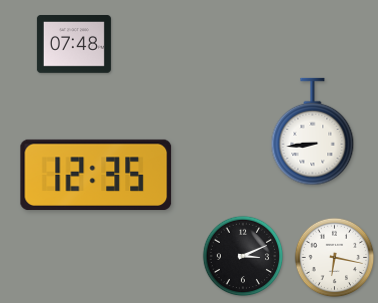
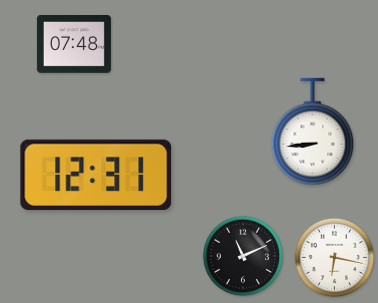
clock at (96, 175): 12:35 -> 12:31
clock at (243, 256): 3:11 -> 11:11
